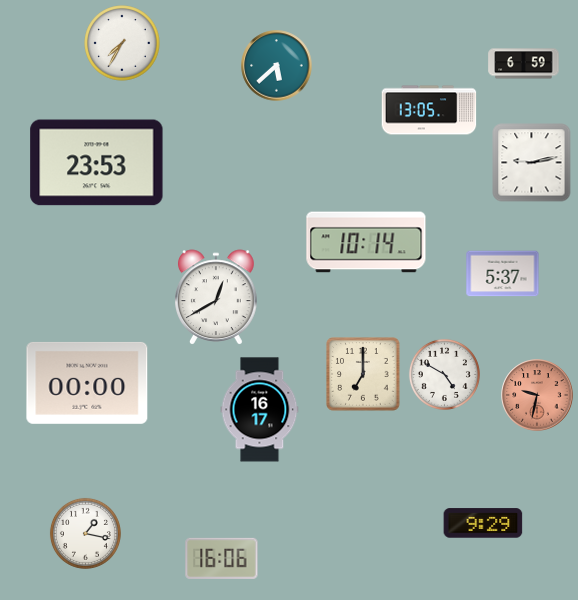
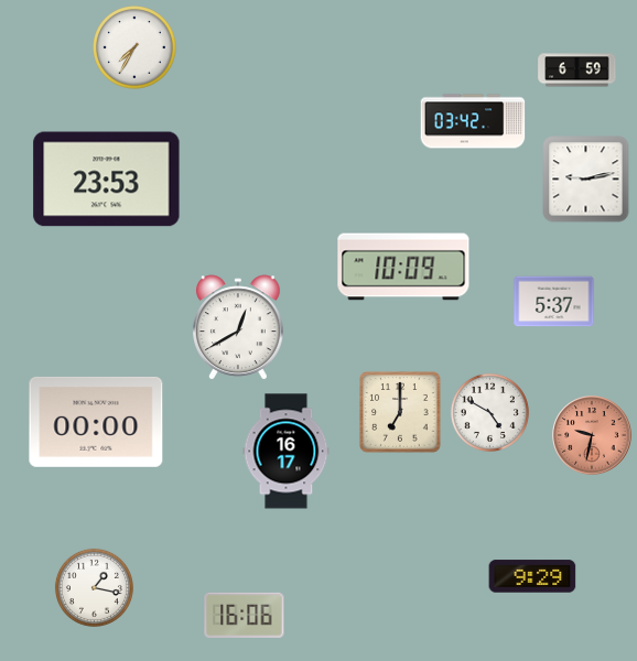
clock at (277, 66): 5:38 -> none
clock at (429, 110): 13:05 -> 03:42
clock at (366, 242): 10:14 -> 10:09
